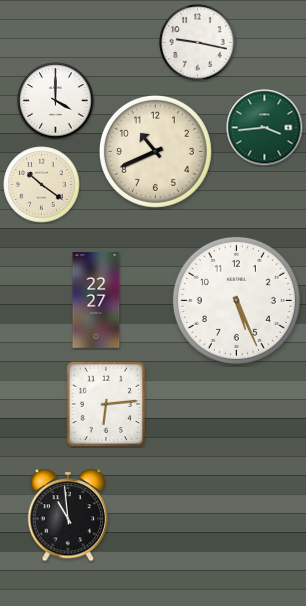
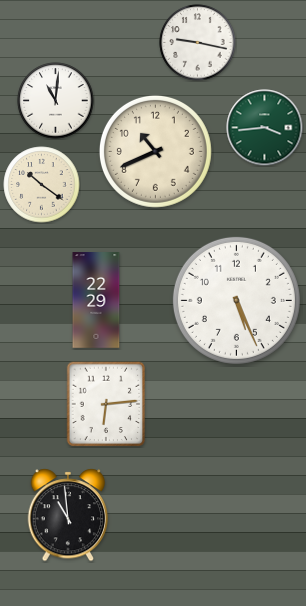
clock at (56, 101): 4:00 -> 11:01
clock at (96, 300): 22:27 -> 22:29
